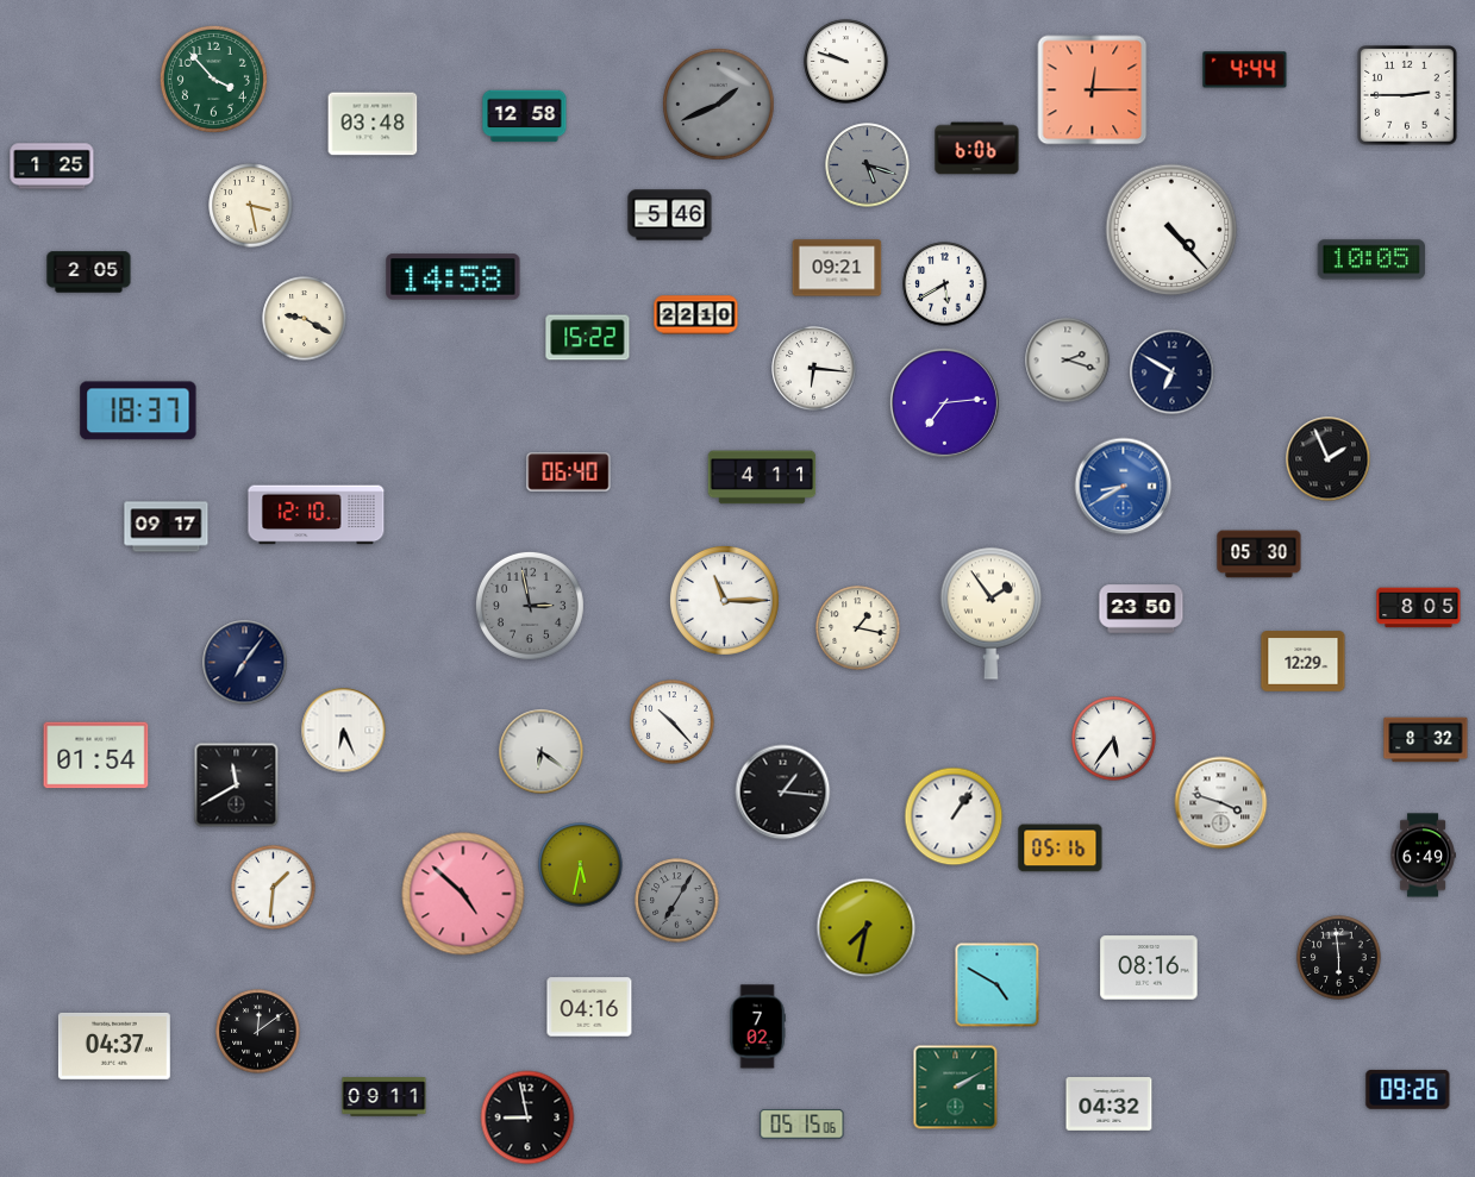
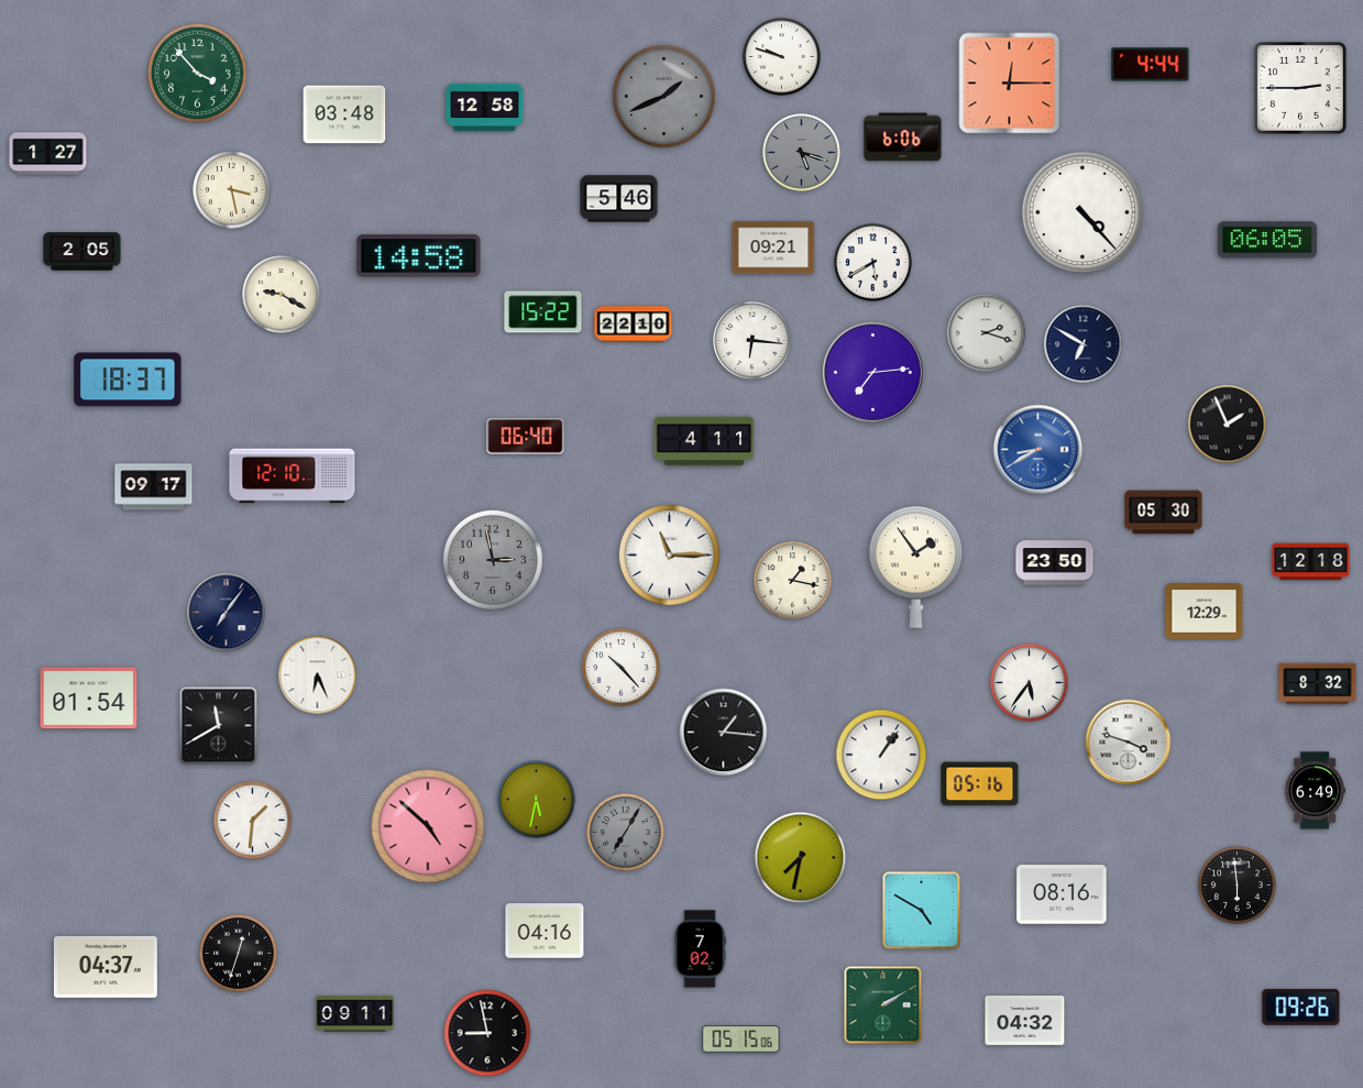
clock at (52, 167): 1:25 -> 1:27
clock at (1371, 259): 10:05 -> 06:05
clock at (696, 315) position: (696, 315) -> (634, 325)
clock at (530, 606) position: (530, 606) -> (493, 560)
clock at (1419, 608): 8:05 -> 12:18
clock at (542, 752): 6:21 -> none
clock at (258, 1032): 12:09 -> 12:33
